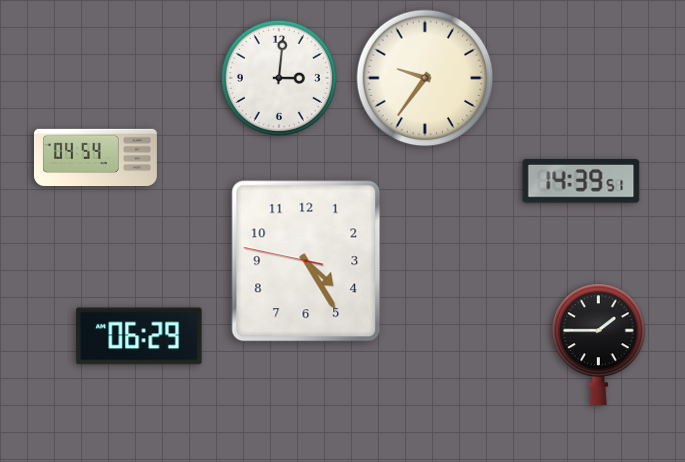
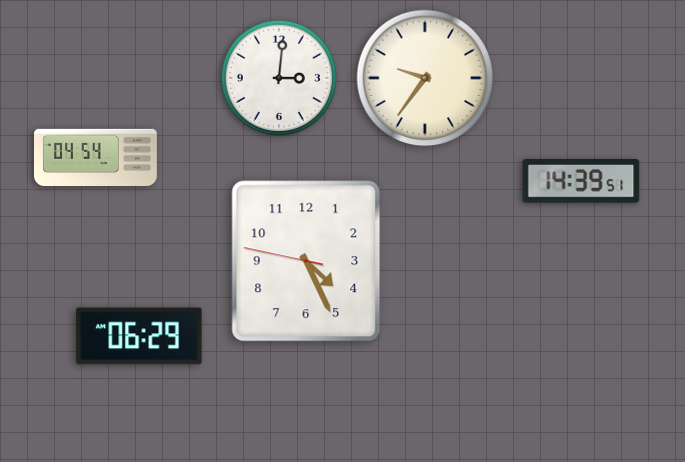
clock at (306, 261): 4:24 -> 4:25
clock at (599, 344): 1:45 -> none
